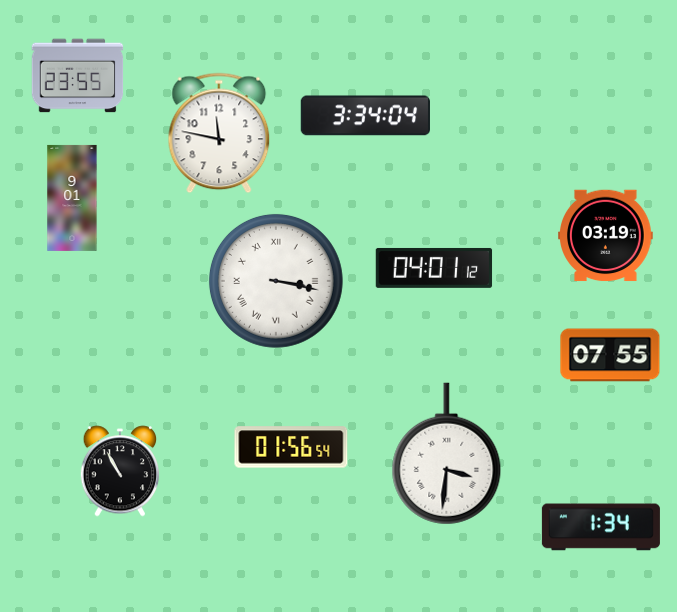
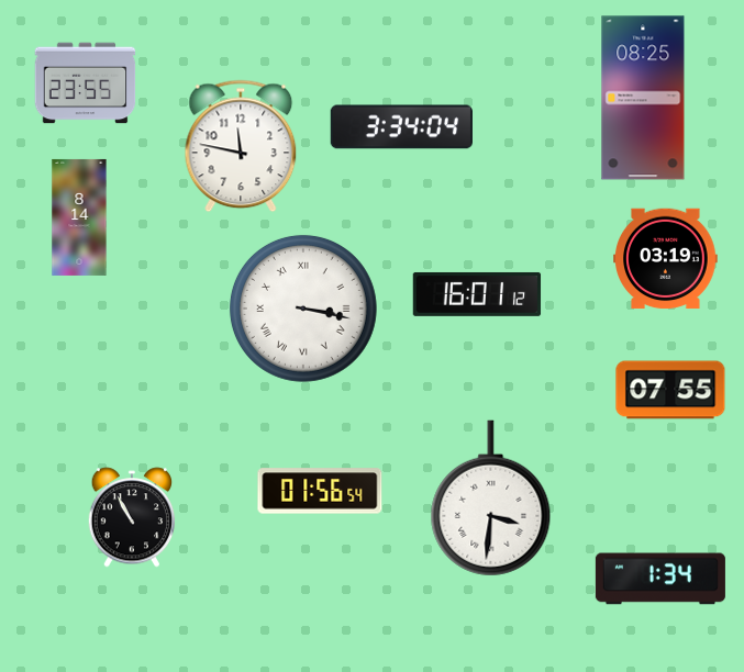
clock at (643, 98): none -> 08:25
clock at (72, 198): 9:01 -> 8:14
clock at (434, 268): 04:01 -> 16:01
